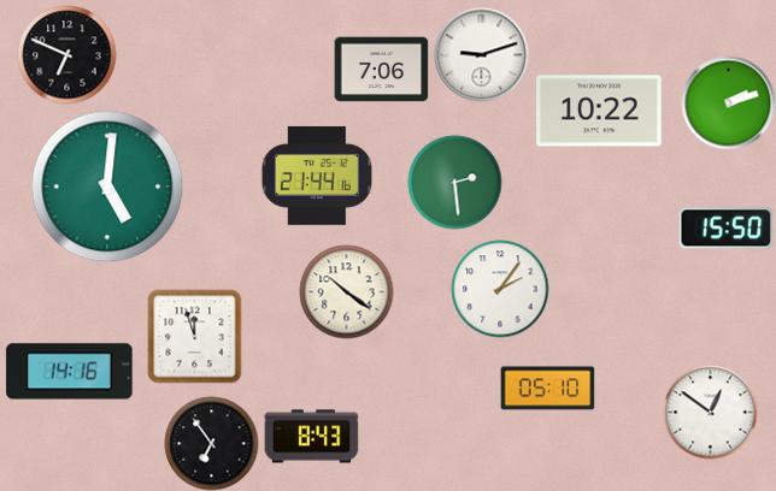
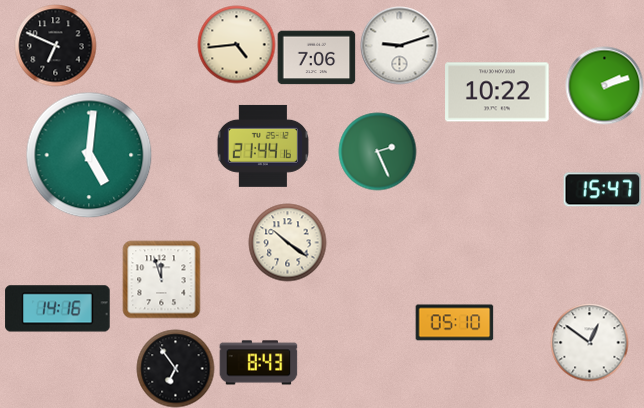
clock at (236, 44): none -> 4:44
clock at (454, 182): 2:29 -> 2:26
clock at (725, 229): 15:50 -> 15:47
clock at (500, 289): 2:06 -> none
